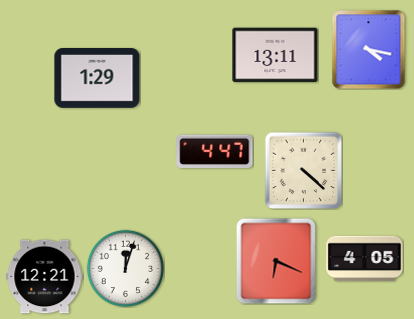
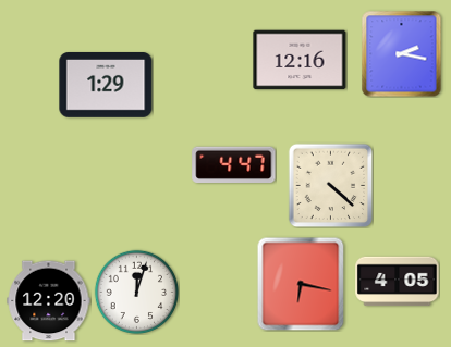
clock at (369, 49): 4:17 -> 2:17
clock at (275, 55): 13:11 -> 12:16
clock at (276, 261): 6:19 -> 6:17
clock at (45, 277): 12:21 -> 12:20
